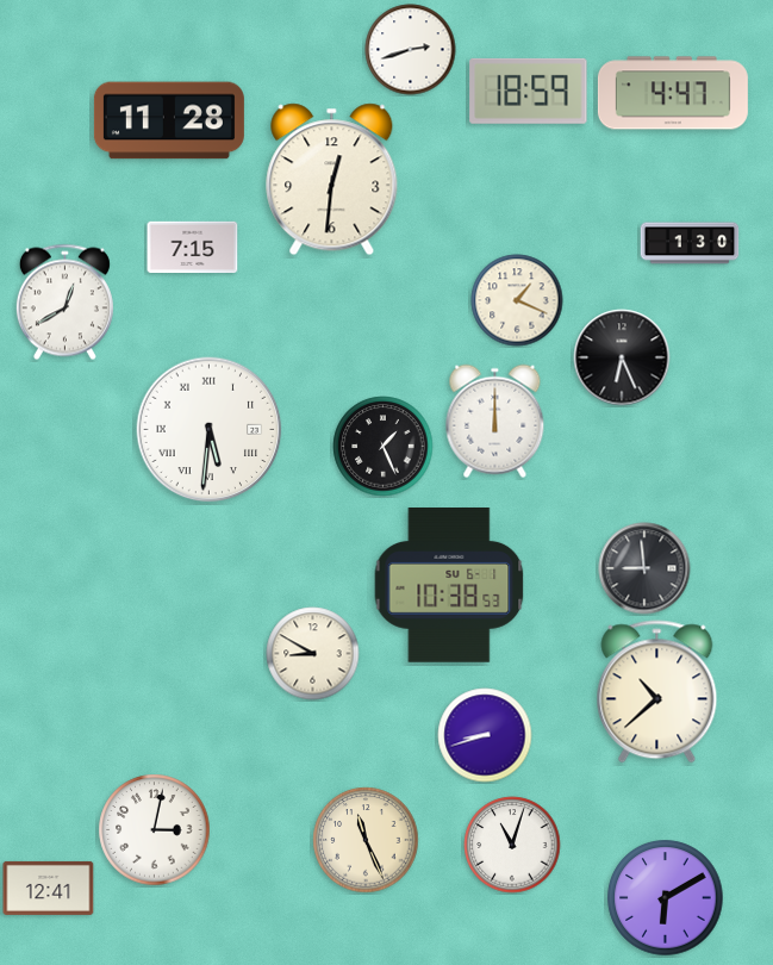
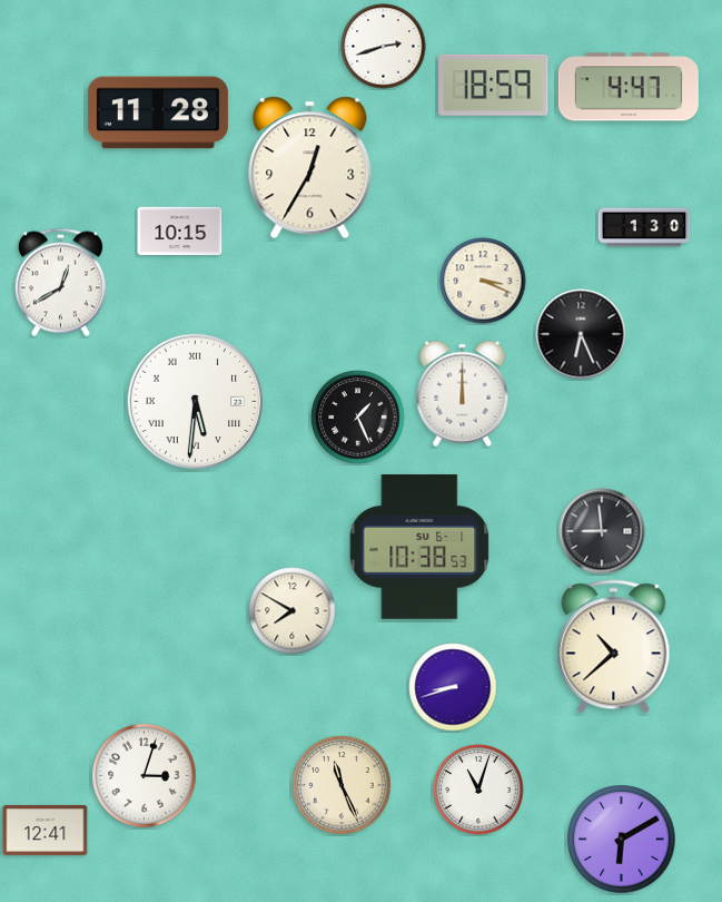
clock at (332, 180): 12:31 -> 12:35
clock at (193, 248): 7:15 -> 10:15
clock at (517, 300): 1:19 -> 3:19
clock at (313, 654): 8:50 -> 7:50
clock at (155, 830): 3:02 -> 3:03
